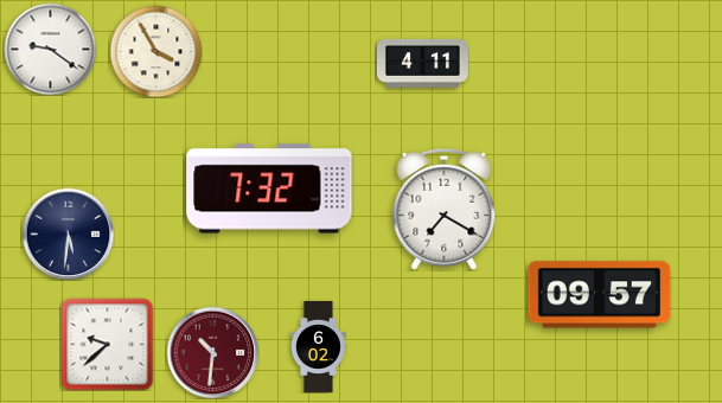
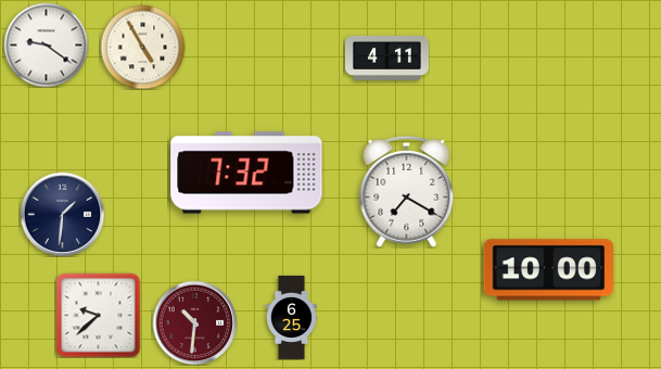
clock at (155, 51): 3:55 -> 4:55
clock at (68, 234): 5:31 -> 1:31
clock at (599, 295): 09:57 -> 10:00
clock at (318, 347): 6:02 -> 6:25
